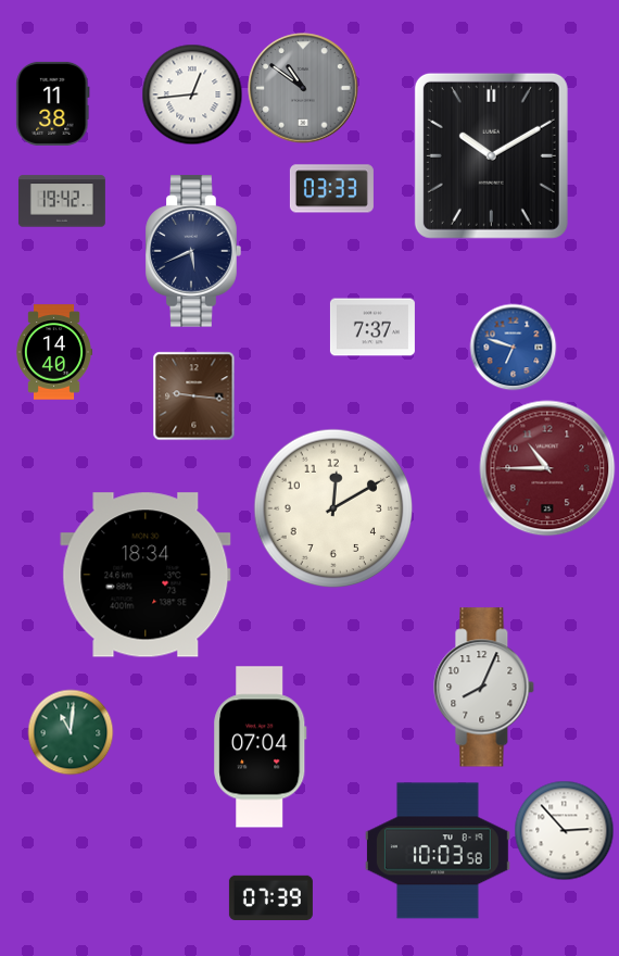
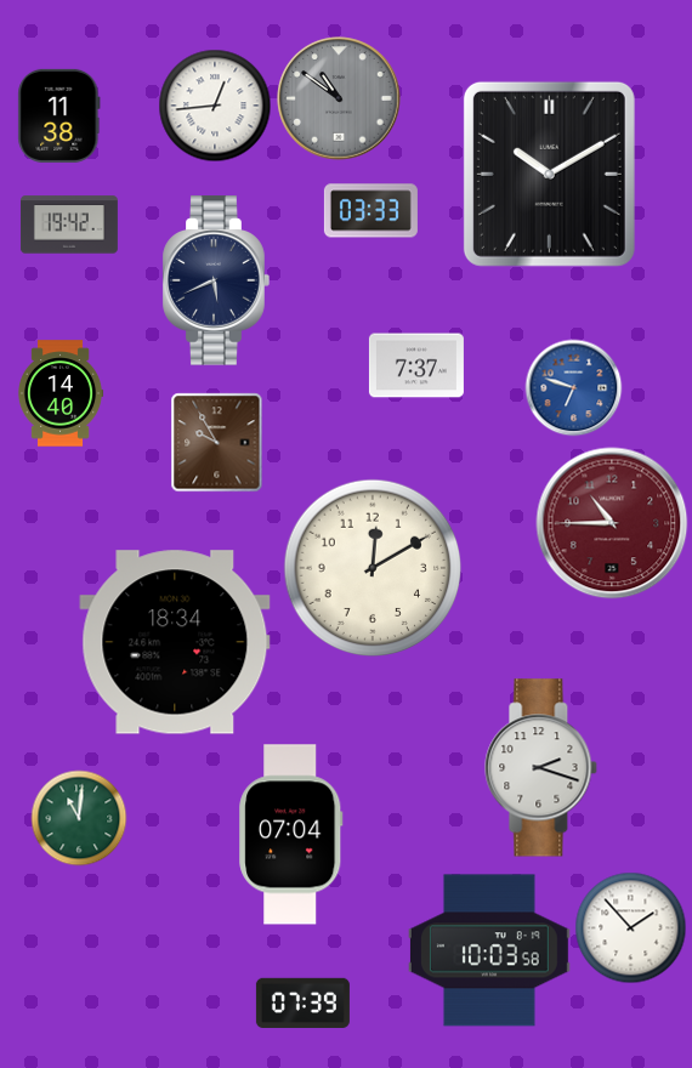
clock at (194, 395): 9:16 -> 9:55
clock at (146, 575) position: (146, 575) -> (175, 642)
clock at (484, 688): 8:04 -> 2:18
clock at (564, 830): 2:53 -> 1:53
